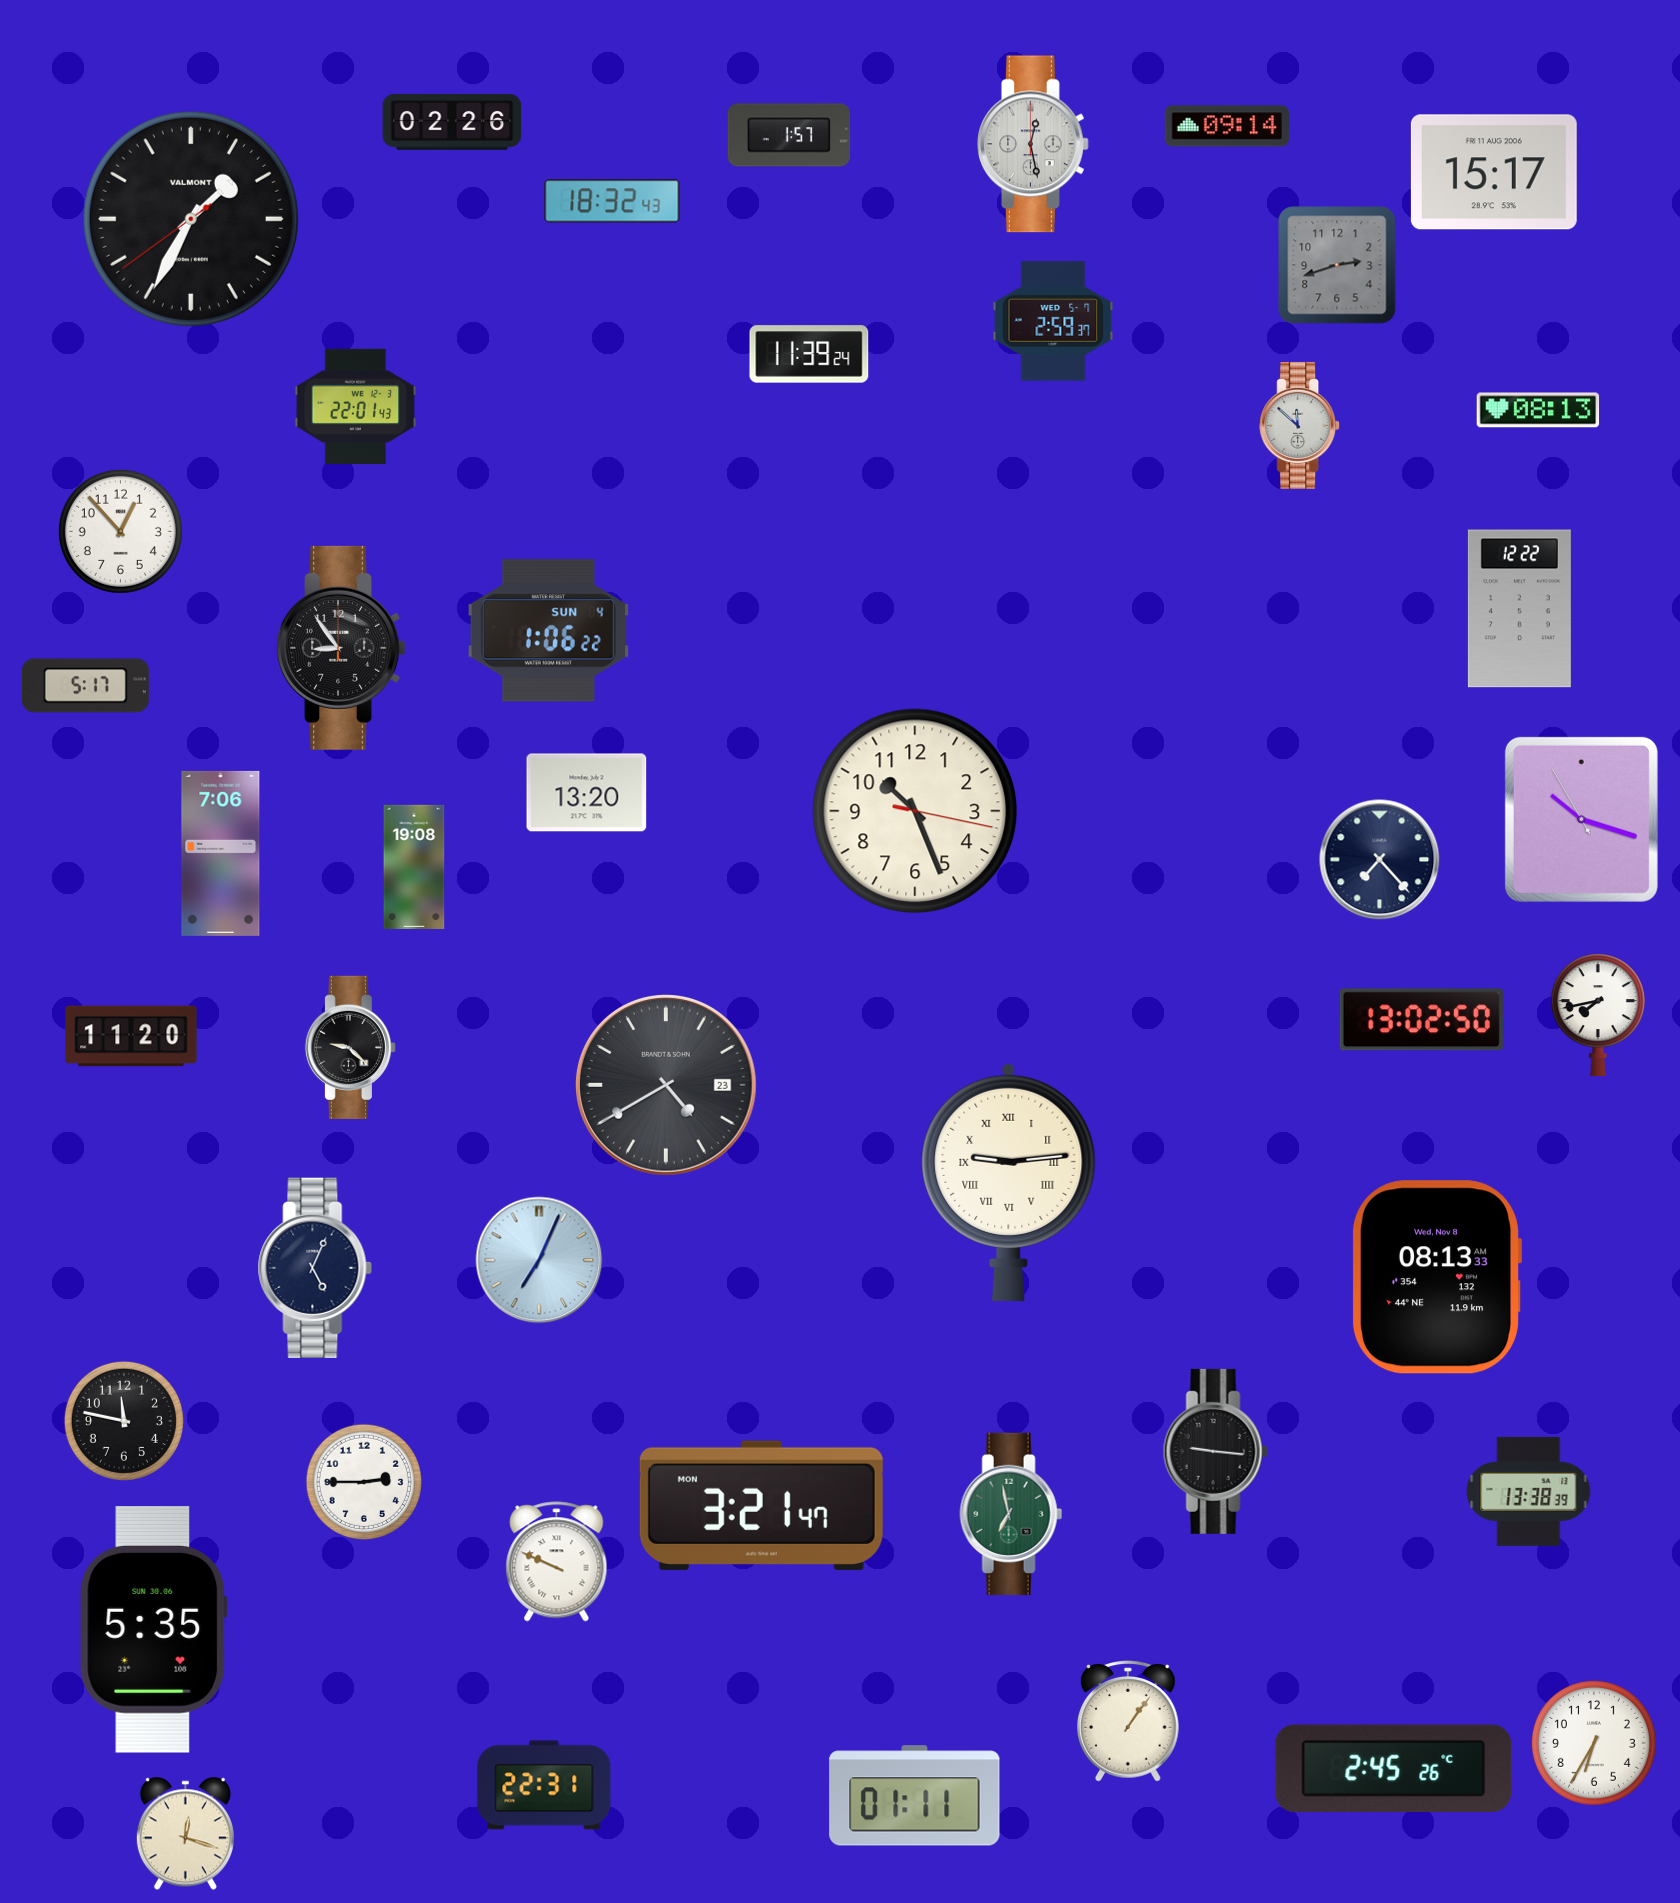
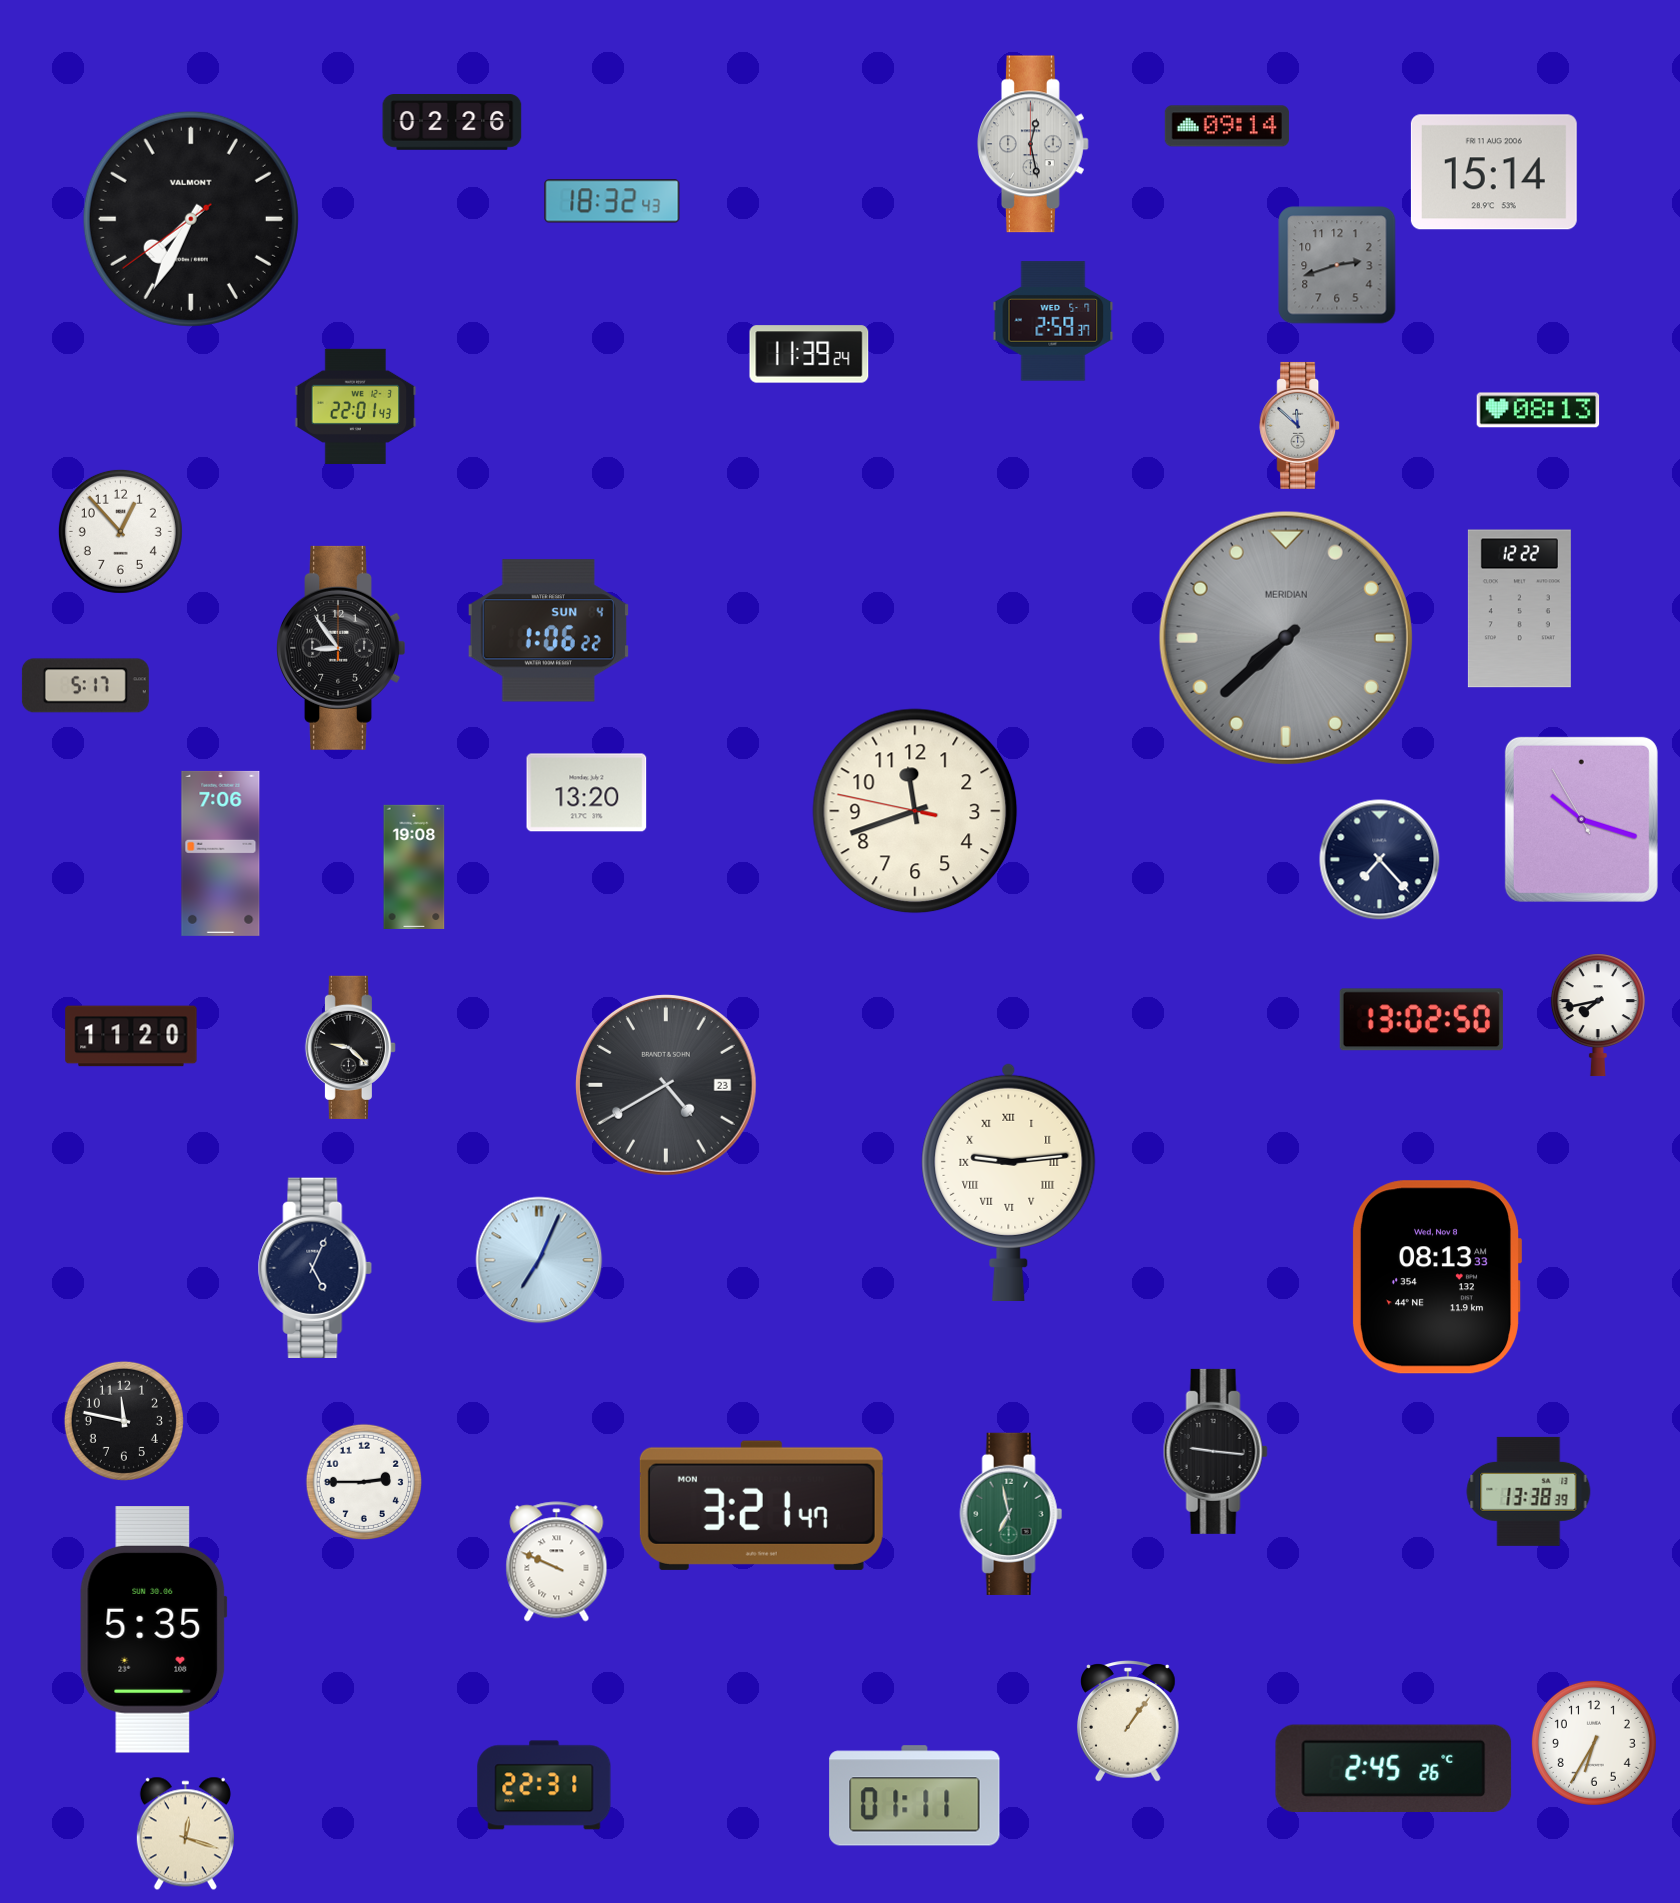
clock at (789, 135): 1:57 -> none
clock at (1494, 172): 15:17 -> 15:14
clock at (191, 219): 1:34 -> 7:34
clock at (1286, 638): none -> 7:38
clock at (915, 811): 10:26 -> 11:41
